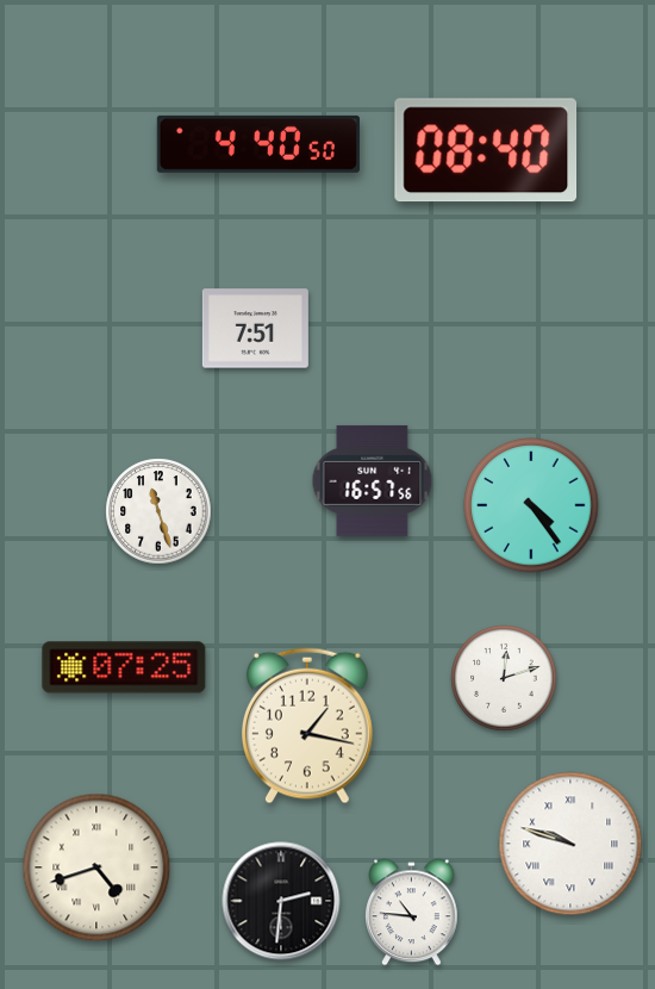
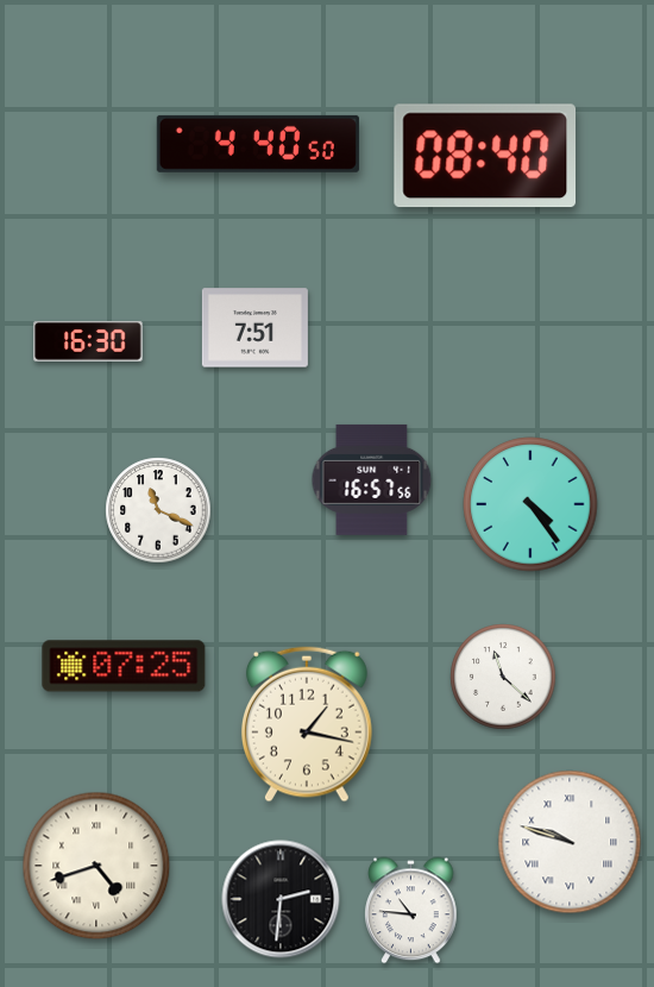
clock at (486, 150) position: (486, 150) -> (485, 156)
clock at (88, 342): none -> 16:30
clock at (158, 511): 11:27 -> 11:19
clock at (504, 678): 12:12 -> 11:22
